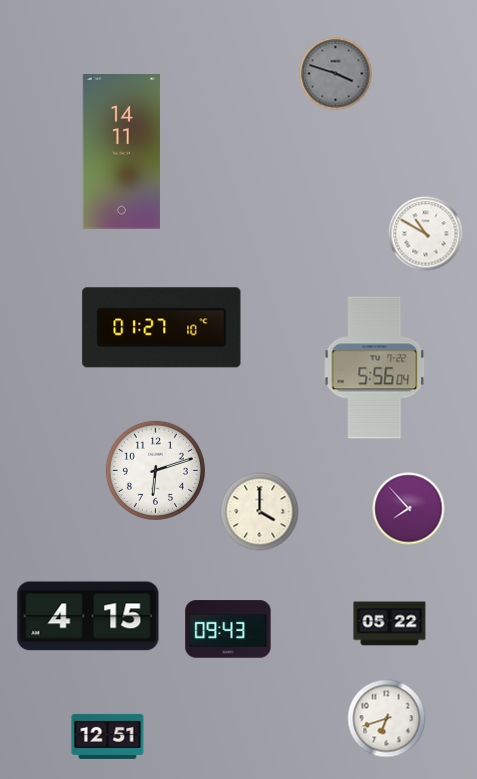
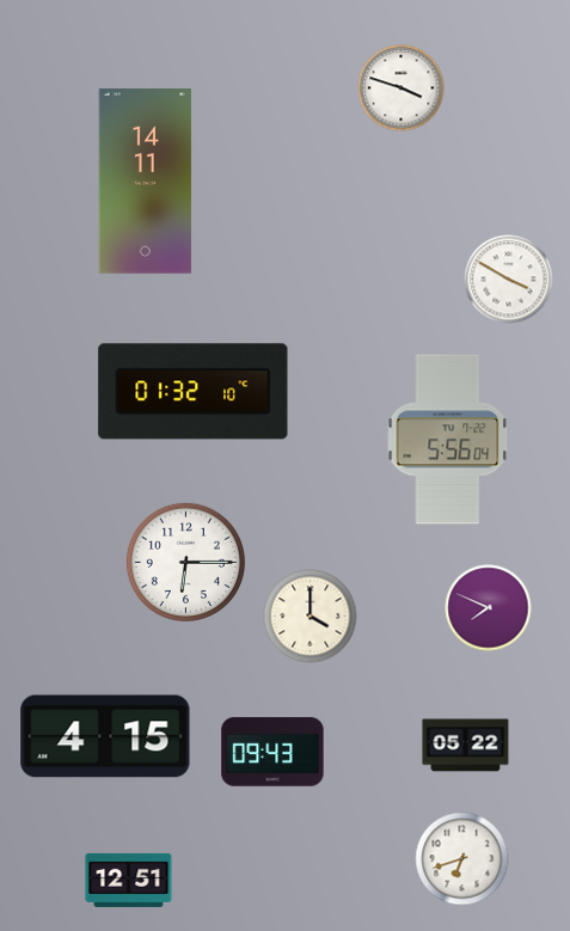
clock at (336, 74) dial: grey -> white
clock at (426, 234): 10:50 -> 3:50
clock at (162, 328): 01:27 -> 01:32
clock at (155, 470): 6:12 -> 6:15
clock at (409, 509): 7:53 -> 7:49
clock at (260, 512) position: (260, 512) -> (311, 617)
